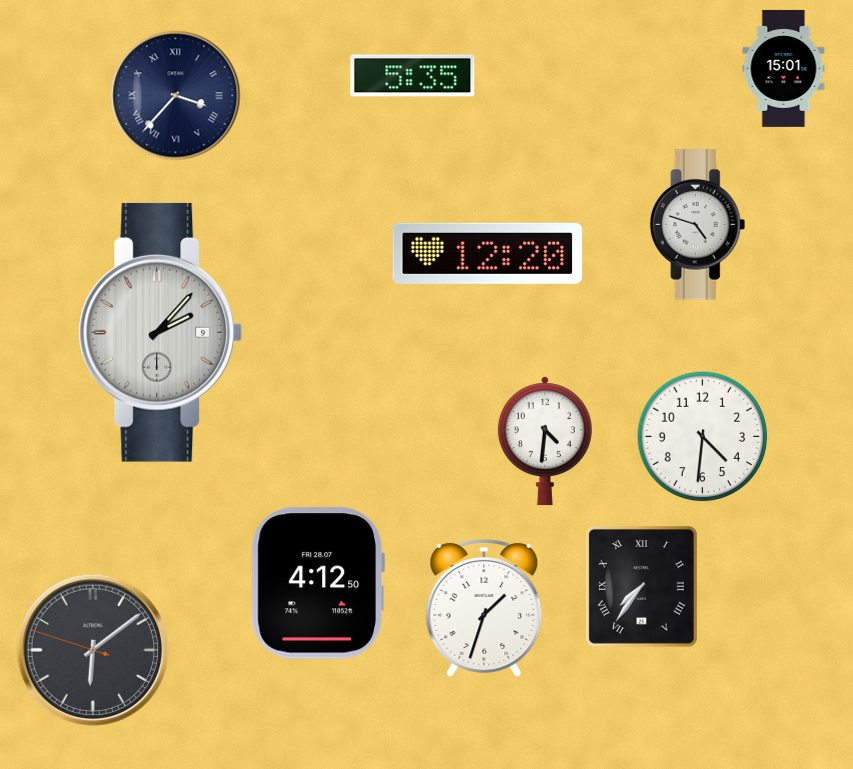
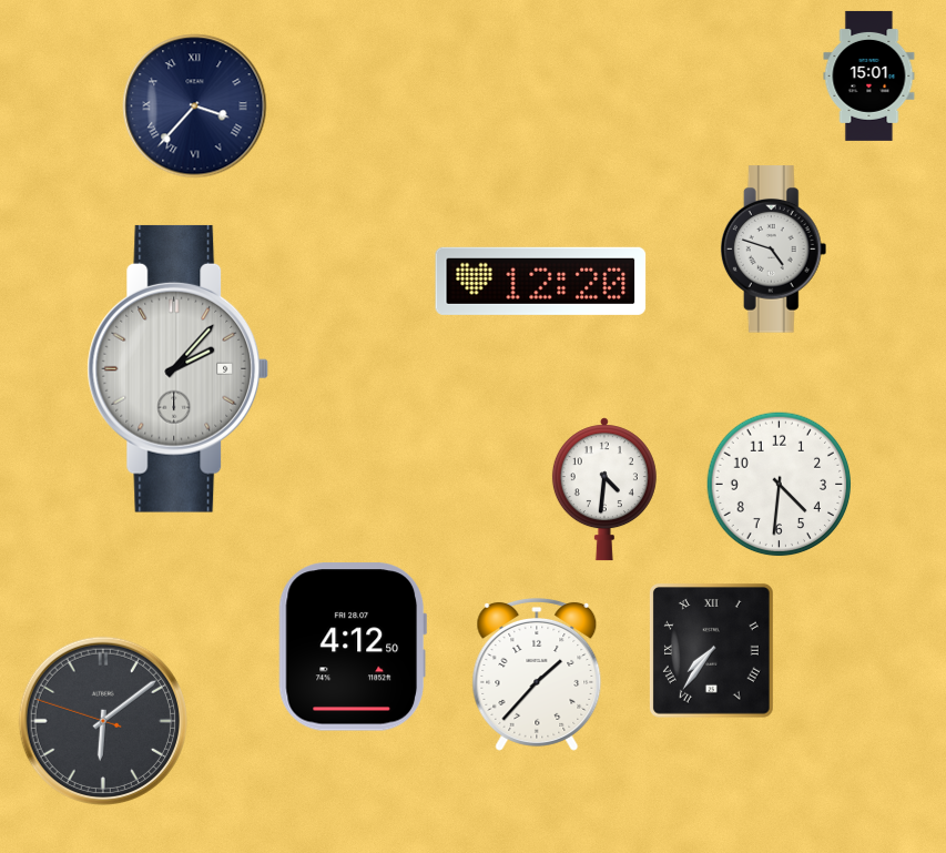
clock at (413, 76): 5:35 -> none
clock at (484, 608): 1:33 -> 1:37
